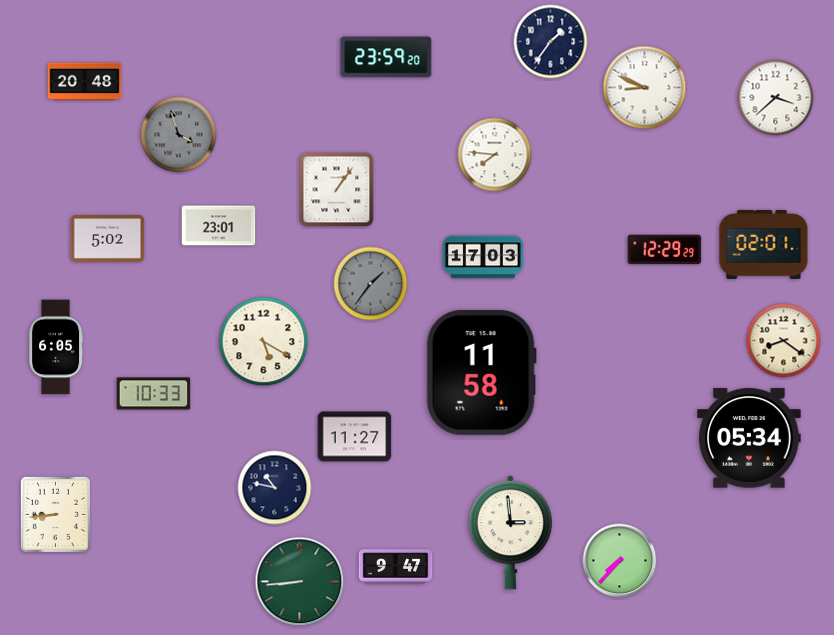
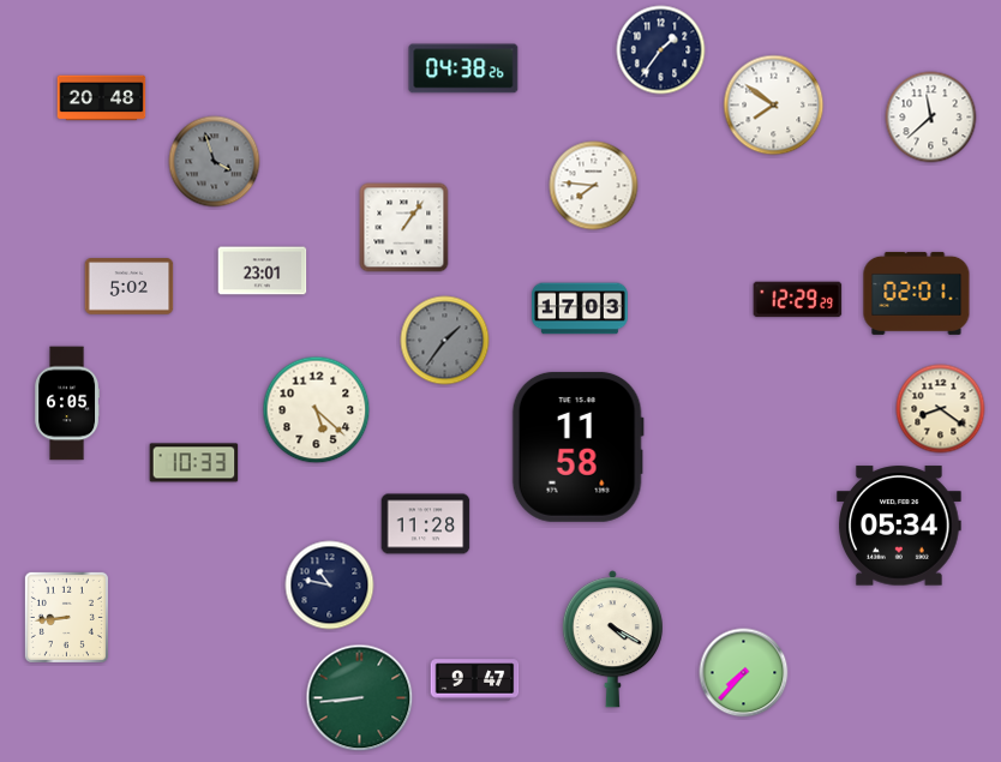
clock at (386, 57): 23:59 -> 04:38
clock at (645, 88): 8:49 -> 7:51
clock at (776, 98): 3:38 -> 11:38
clock at (264, 342): 5:20 -> 5:22
clock at (55, 347) position: (55, 347) -> (66, 403)
clock at (154, 394) position: (154, 394) -> (194, 463)
clock at (355, 437): 11:27 -> 11:28
clock at (510, 533): 2:59 -> 4:20
